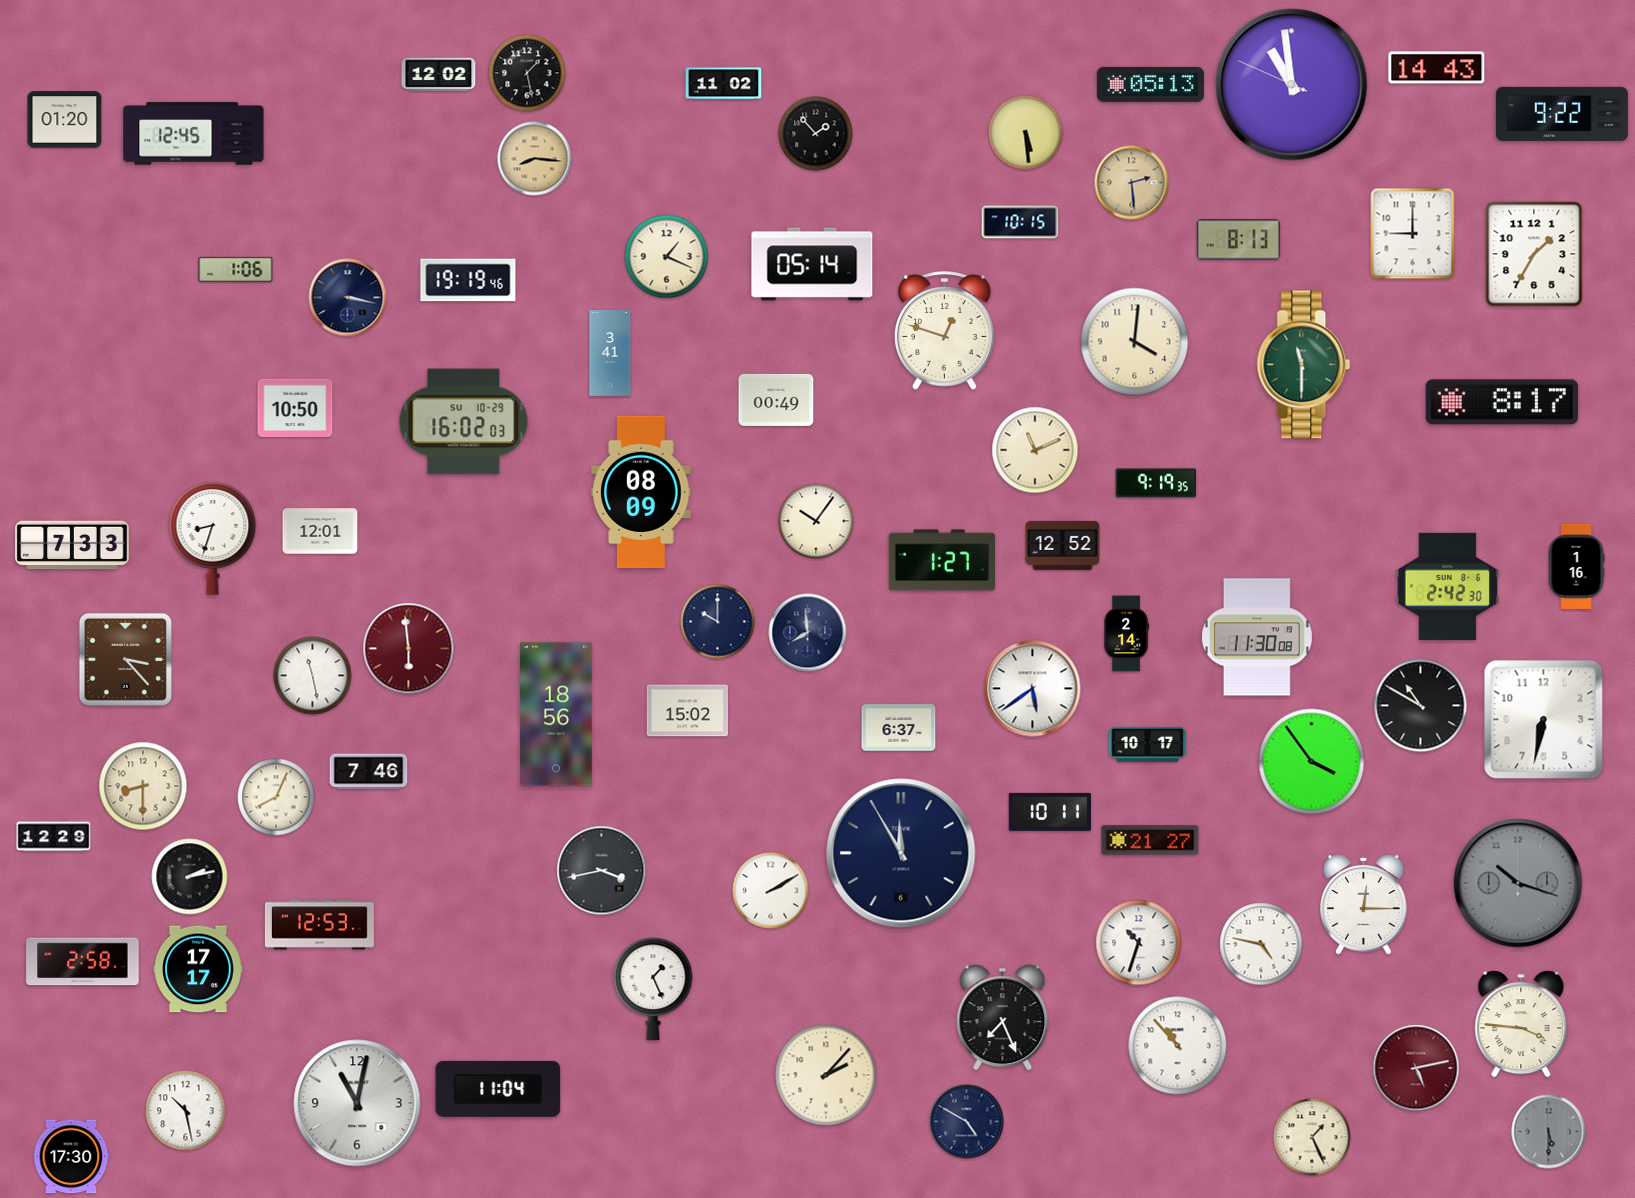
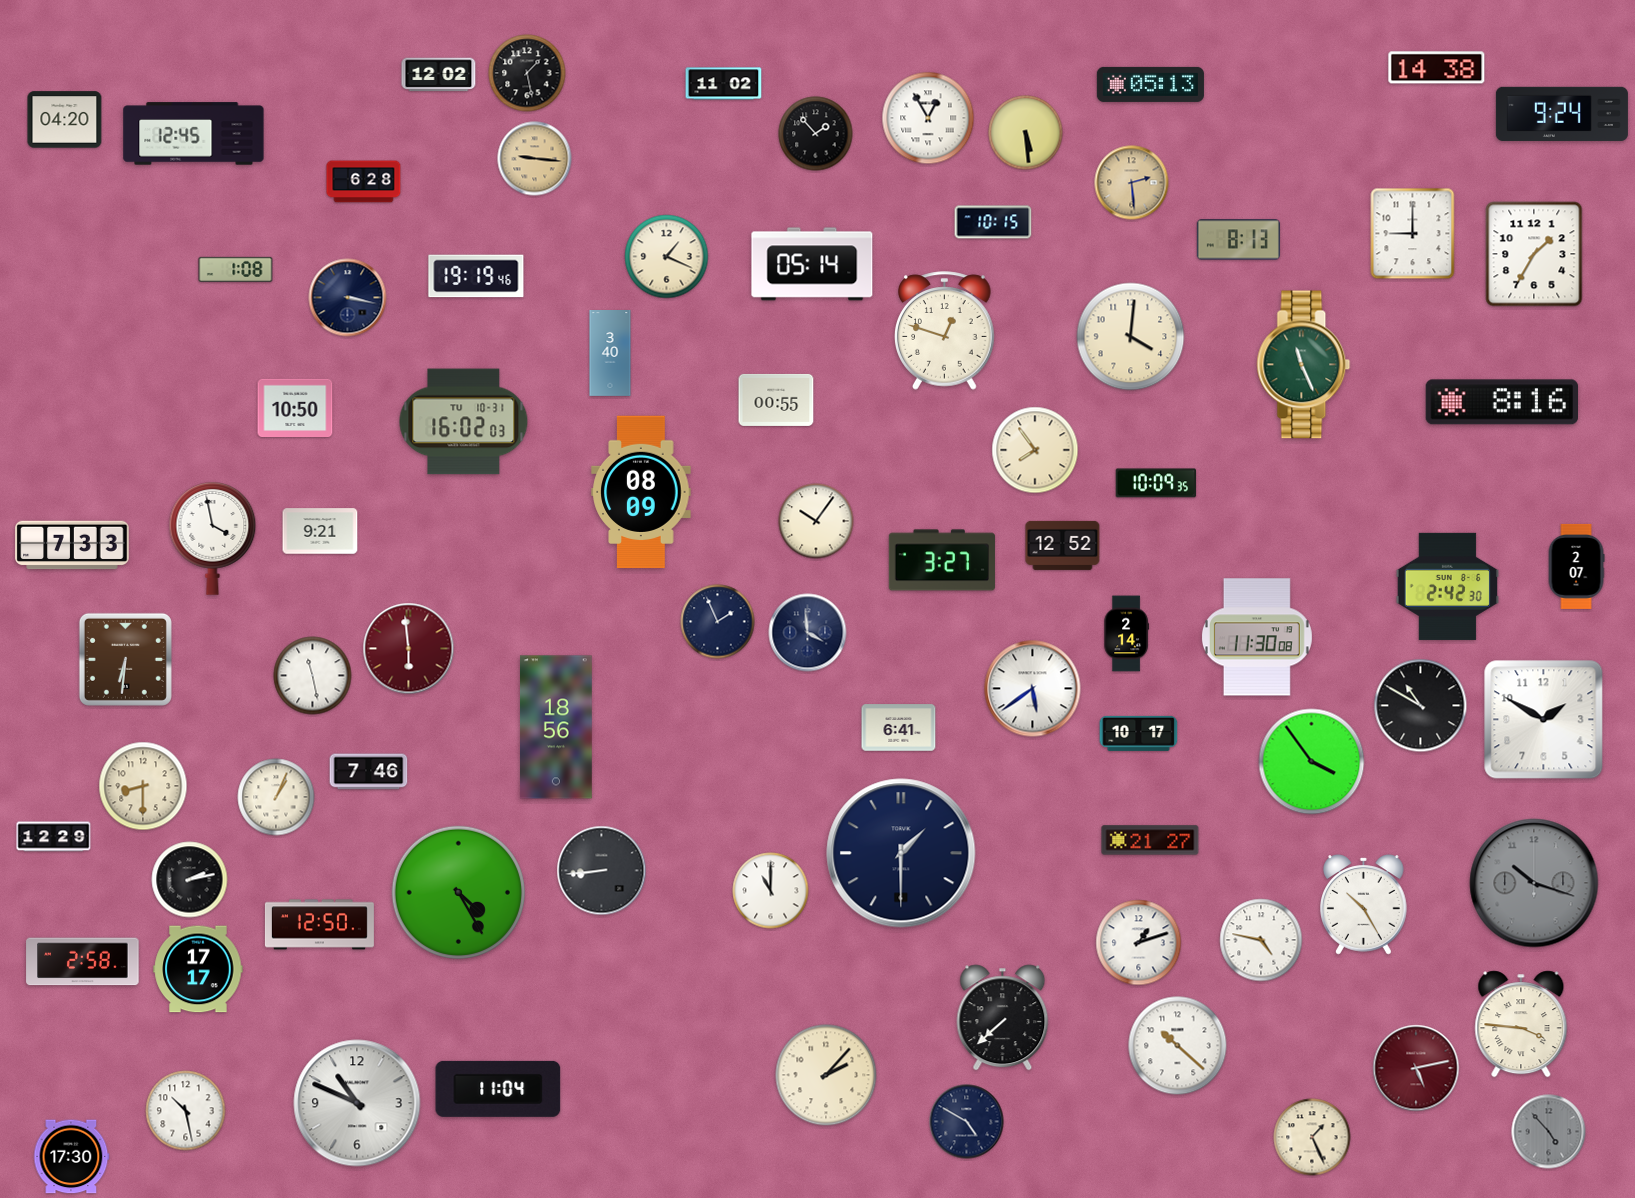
clock at (1437, 68): 14:43 -> 14:38
clock at (1292, 85): 10:58 -> none
clock at (1562, 113): 9:22 -> 9:24
clock at (928, 118): none -> 12:55
clock at (65, 120): 01:20 -> 04:20
clock at (535, 159): 8:16 -> 9:16
clock at (364, 182): none -> 6:28
clock at (1020, 222) position: (1020, 222) -> (993, 222)
clock at (236, 269): 1:06 -> 1:08
clock at (468, 280) position: (468, 280) -> (476, 276)
clock at (1135, 342) position: (1135, 342) -> (1131, 337)
clock at (610, 354): 3:41 -> 3:40
clock at (1304, 365): 11:30 -> 11:26
clock at (776, 400): 00:49 -> 00:55
clock at (1501, 402): 8:17 -> 8:16
clock at (464, 422) date: SU 10-29 -> TU 10-31
clock at (1035, 450): 11:11 -> 7:54
clock at (1156, 483): 9:19 -> 10:09
clock at (320, 531): 12:01 -> 9:21
clock at (213, 539): 8:33 -> 3:58
clock at (942, 560): 1:27 -> 3:27
clock at (1576, 566): 1:16 -> 2:07
clock at (718, 622): 10:00 -> 1:56
clock at (808, 633): 7:59 -> 3:59
clock at (125, 659): 3:23 -> 6:31
clock at (688, 711): 15:02 -> none
clock at (557, 714) position: (557, 714) -> (557, 727)
clock at (1544, 720): 6:32 -> 1:50
clock at (899, 728): 6:37 -> 6:41
clock at (1148, 744) position: (1148, 744) -> (1139, 733)
clock at (276, 797): 8:04 -> 1:04
clock at (1050, 812): 10:11 -> none
clock at (901, 853): 11:55 -> 1:30
clock at (602, 871): 3:43 -> 8:44
clock at (190, 877) position: (190, 877) -> (190, 880)
clock at (1518, 883) position: (1518, 883) -> (1534, 883)
clock at (771, 891): 2:10 -> 11:00
clock at (458, 892): none -> 4:25
clock at (1364, 905): 12:15 -> 10:25
clock at (319, 925): 12:53 -> 12:50
clock at (1139, 943): 10:33 -> 1:12
clock at (1261, 944) position: (1261, 944) -> (1261, 940)
clock at (653, 989): 1:26 -> none
clock at (1003, 1018): 7:26 -> 7:38
clock at (1178, 1046): 10:53 -> 10:22
clock at (357, 1103): 11:02 -> 10:49
clock at (1549, 1132): 5:30 -> 4:53
